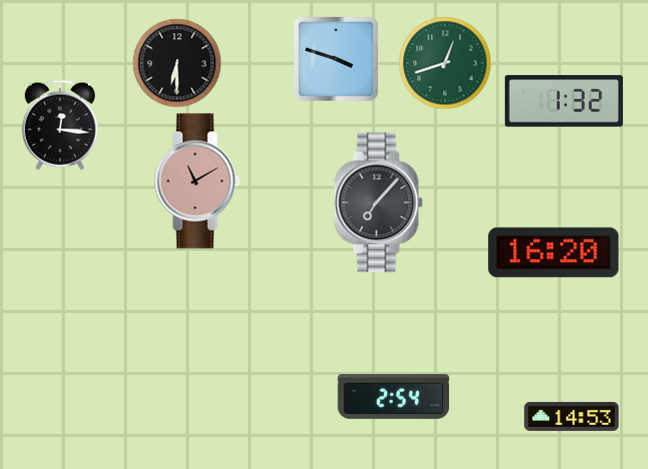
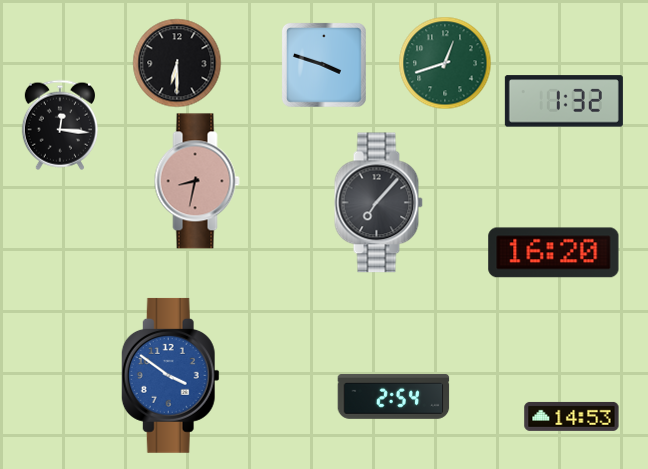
clock at (336, 59) position: (336, 59) -> (324, 65)
clock at (197, 181): 11:10 -> 8:32
clock at (170, 375): none -> 3:51
